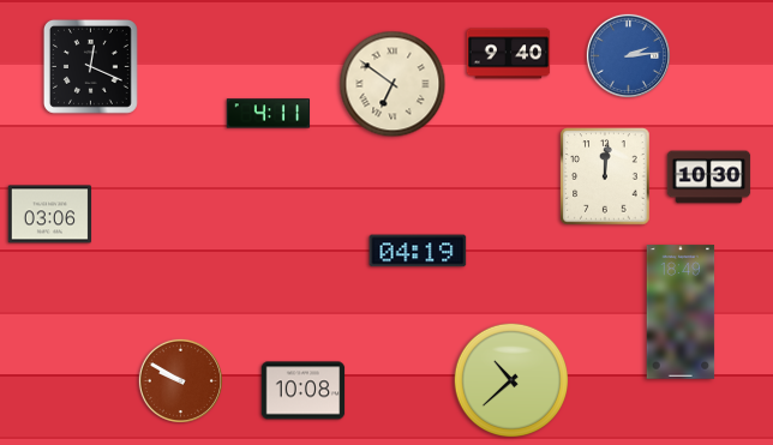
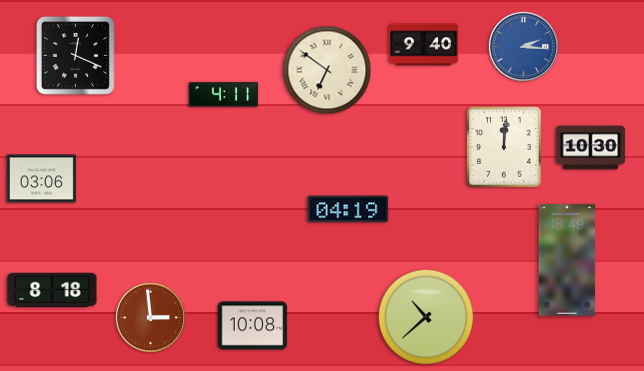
clock at (628, 55): 2:14 -> 2:16
clock at (52, 290): none -> 8:18
clock at (180, 380): 9:50 -> 2:59
